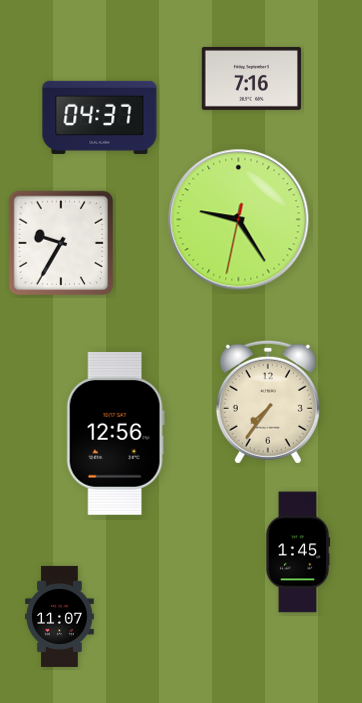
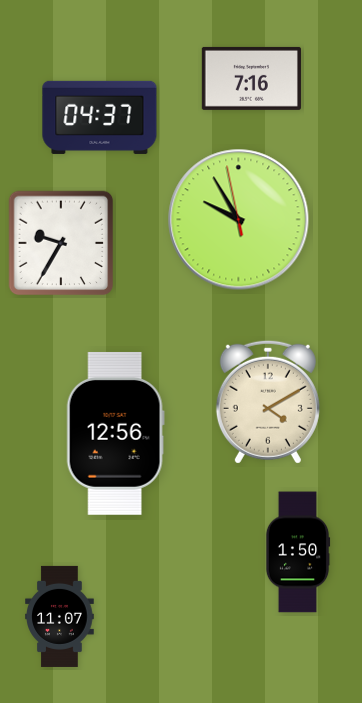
clock at (239, 220): 9:24 -> 9:54
clock at (268, 402): 7:36 -> 4:10
clock at (298, 552): 1:45 -> 1:50
